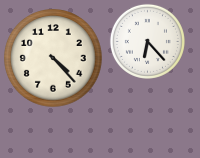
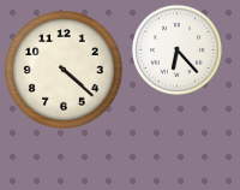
clock at (53, 58): 4:23 -> 4:22
